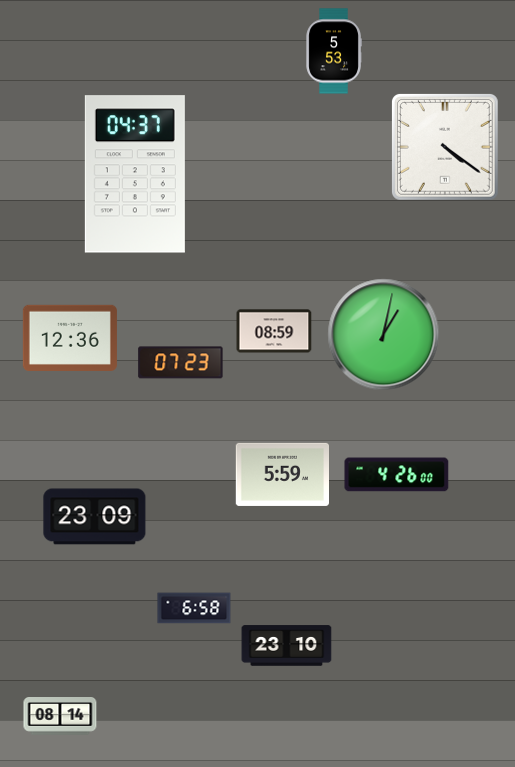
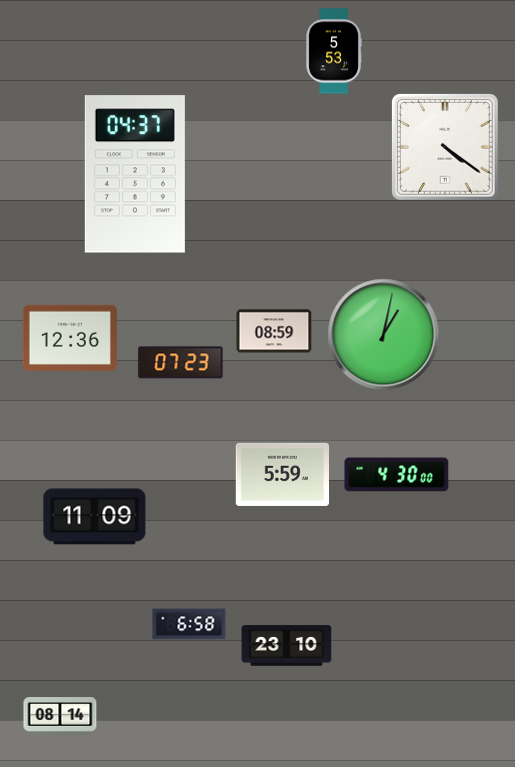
clock at (397, 475): 4:26 -> 4:30
clock at (95, 517): 23:09 -> 11:09
clock at (194, 608) position: (194, 608) -> (189, 624)
